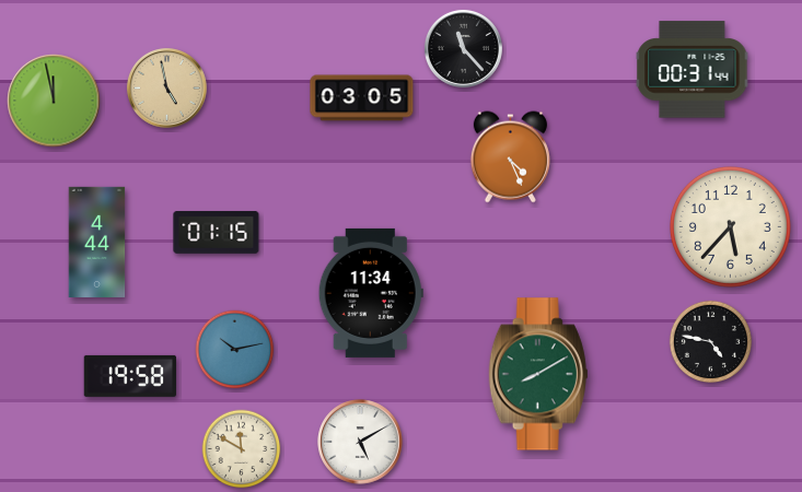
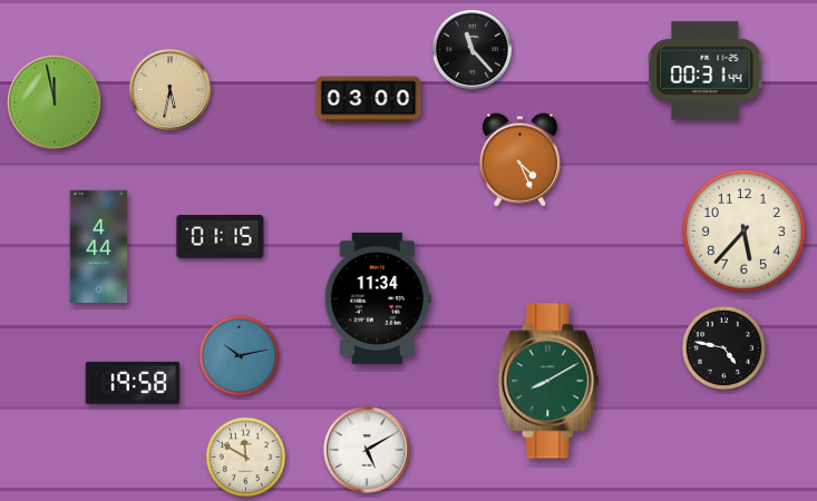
clock at (166, 87): 4:58 -> 5:32
clock at (362, 98): 03:05 -> 03:00
